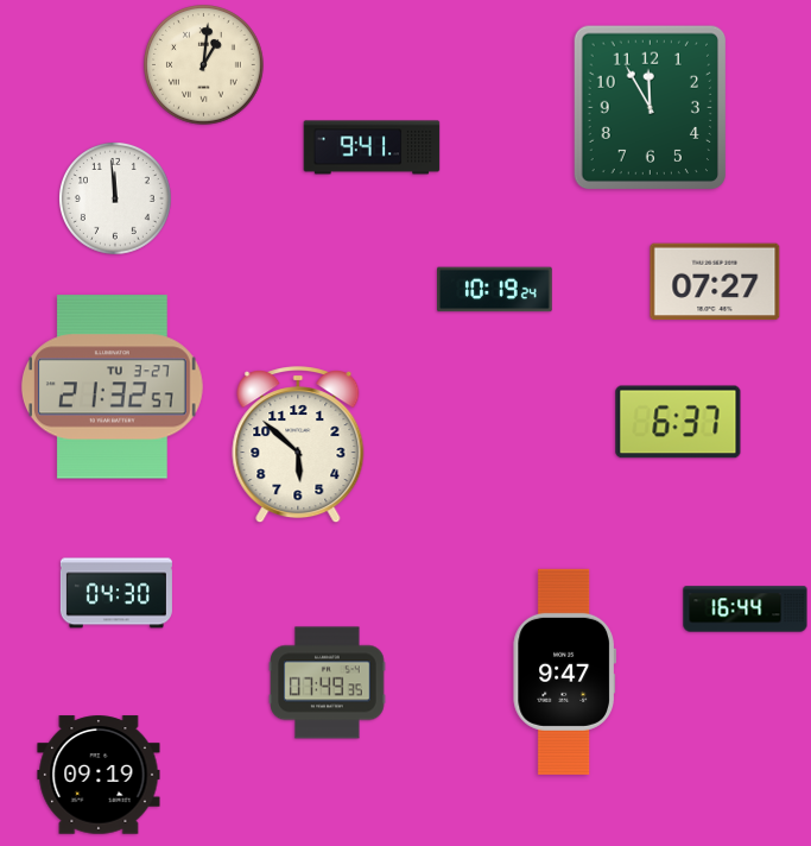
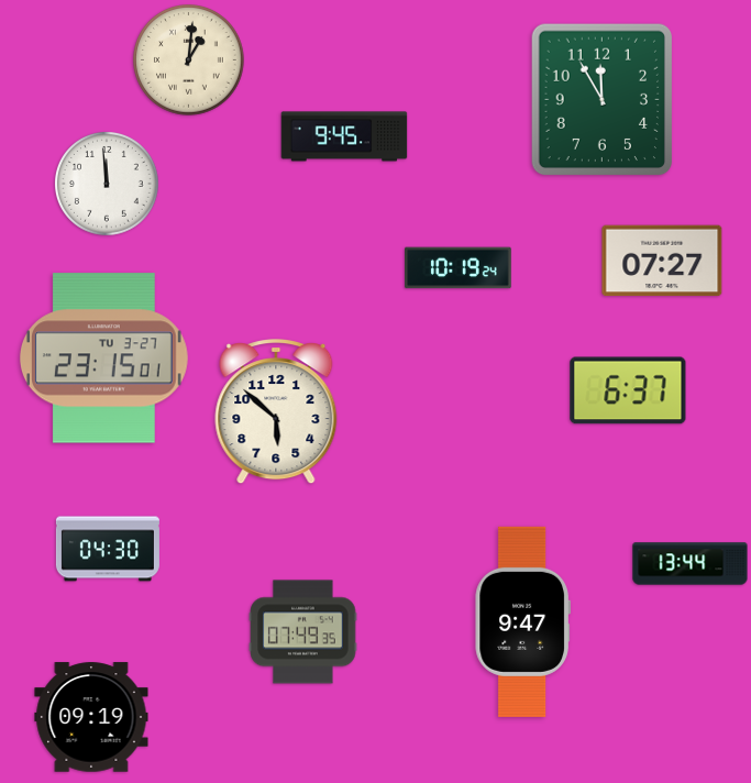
clock at (372, 147): 9:41 -> 9:45
clock at (112, 387): 21:32 -> 23:15
clock at (746, 610): 16:44 -> 13:44
